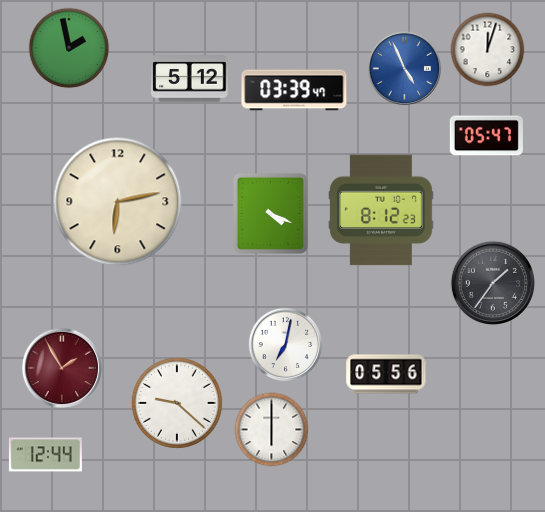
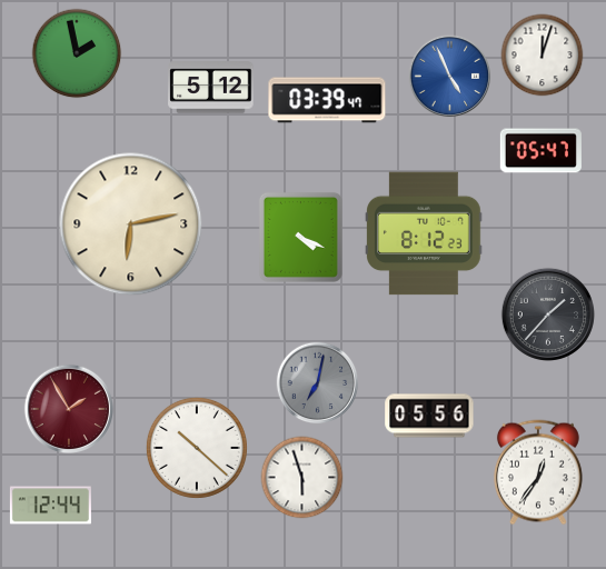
clock at (493, 283): 1:36 -> 1:37
clock at (286, 345) dial: white -> grey
clock at (177, 403): 9:22 -> 10:22
clock at (538, 472): none -> 12:36
clock at (272, 430): 6:00 -> 5:57
